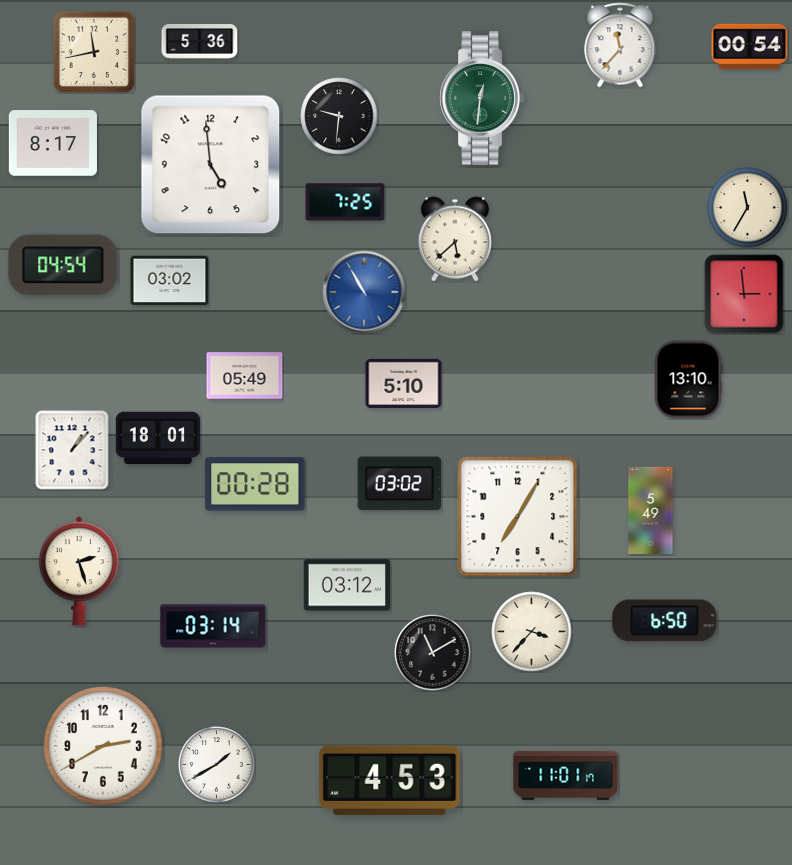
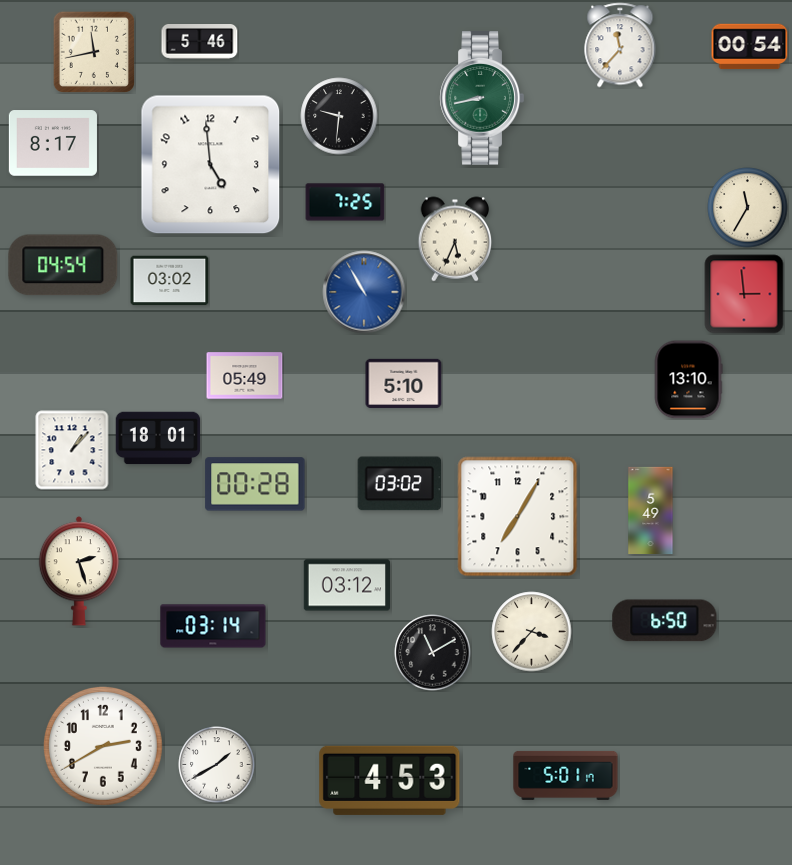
clock at (200, 42): 5:36 -> 5:46
clock at (482, 98): 12:31 -> 8:43
clock at (455, 239): 5:38 -> 5:34
clock at (566, 775): 11:01 -> 5:01
